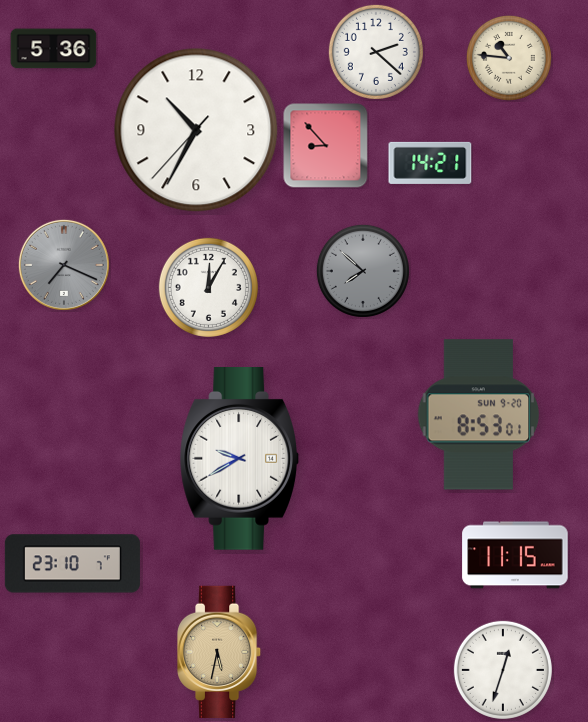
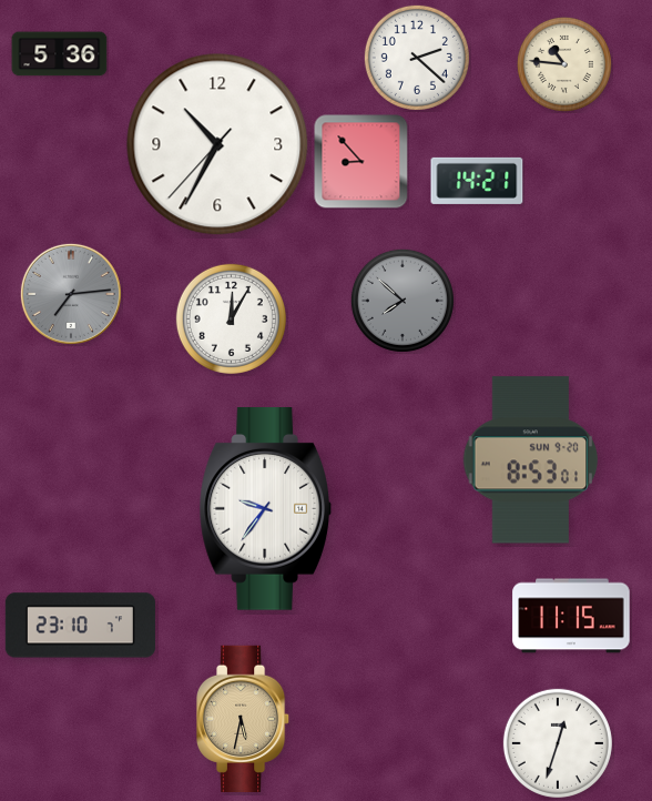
clock at (64, 265): 7:19 -> 7:14
clock at (239, 459): 9:40 -> 9:36
clock at (220, 651) position: (220, 651) -> (244, 718)
